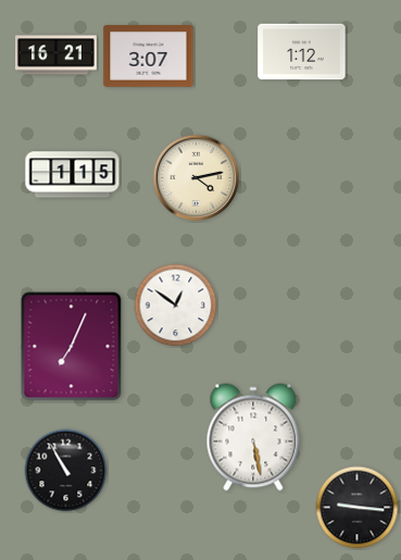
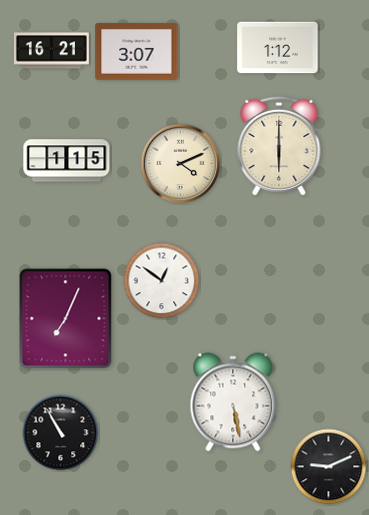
clock at (279, 146): none -> 6:00
clock at (197, 178): 4:13 -> 4:11
clock at (358, 508): 9:16 -> 9:11
